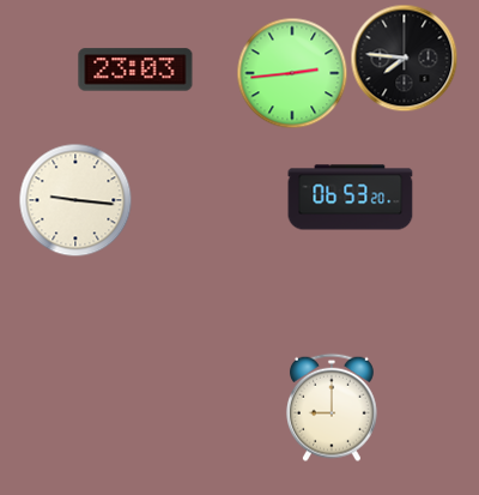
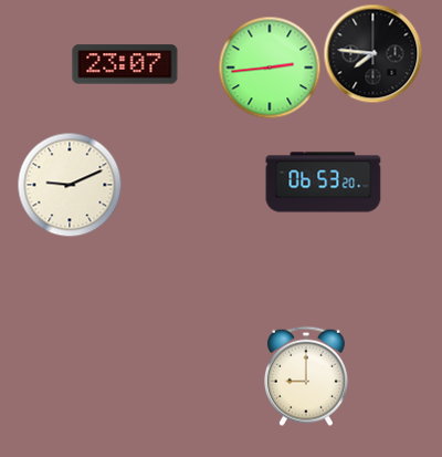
clock at (135, 70): 23:03 -> 23:07
clock at (75, 200): 9:16 -> 9:11
